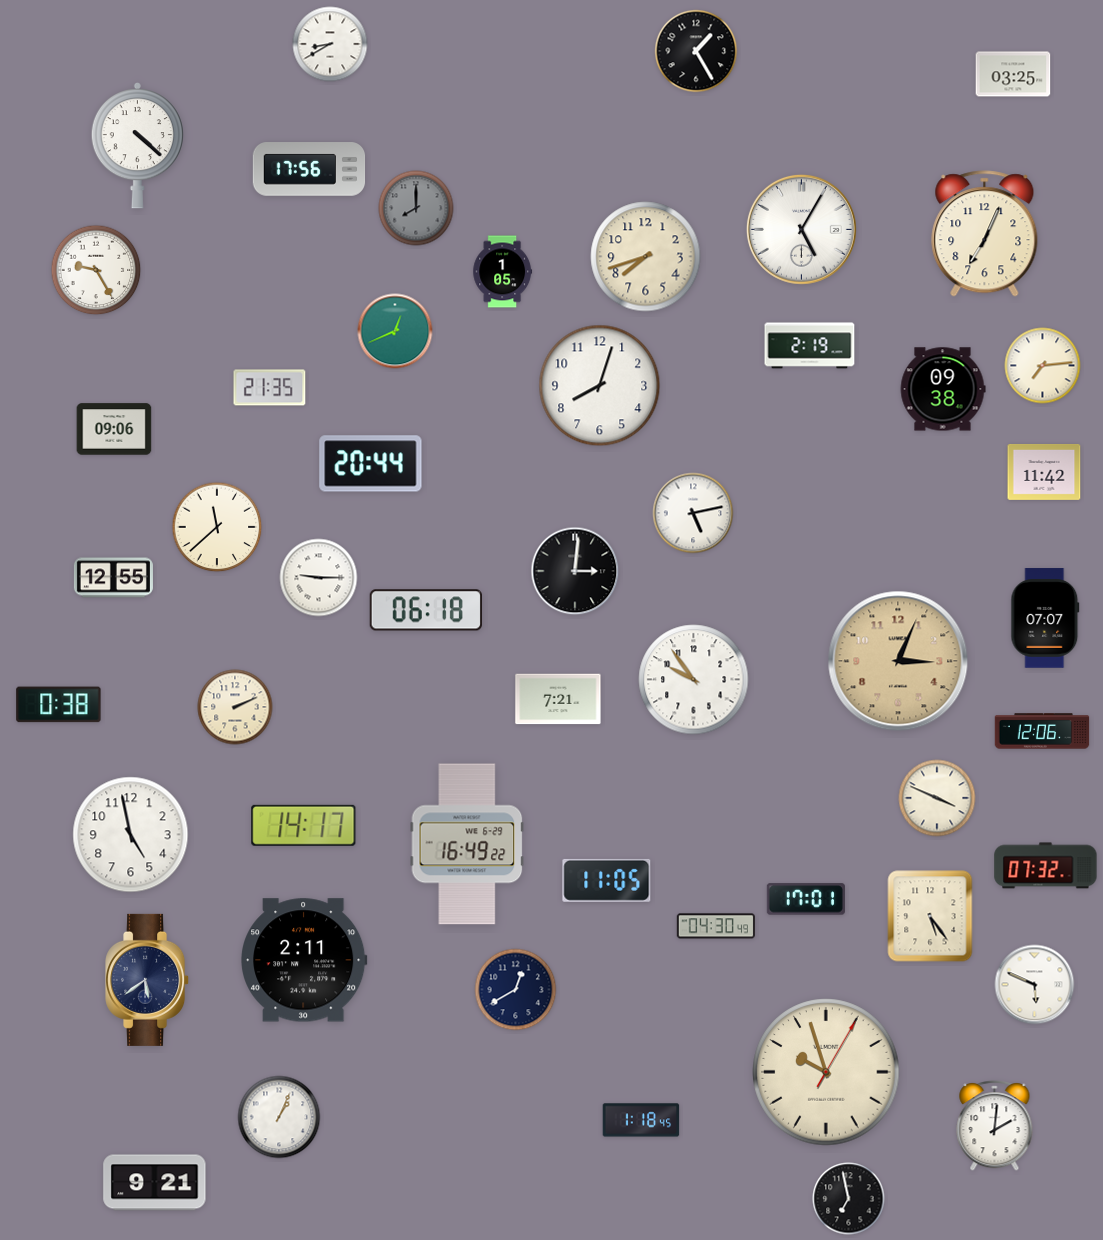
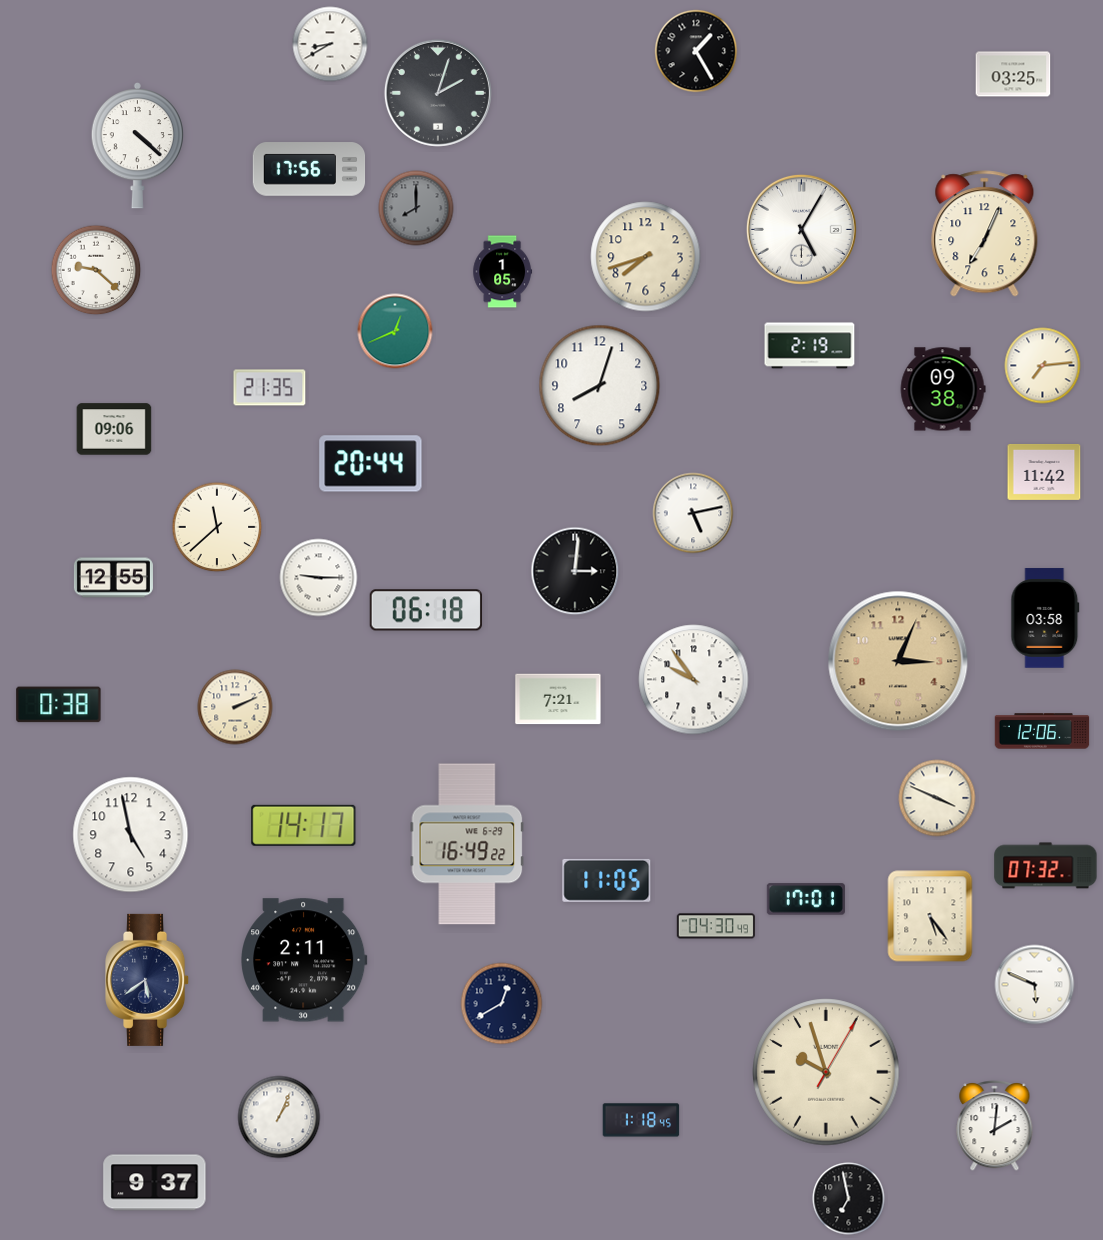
clock at (438, 93): none -> 2:03
clock at (96, 270): 9:25 -> 9:22
clock at (1045, 618): 07:07 -> 03:58
clock at (516, 990) position: (516, 990) -> (502, 1004)
clock at (155, 1183): 9:21 -> 9:37
